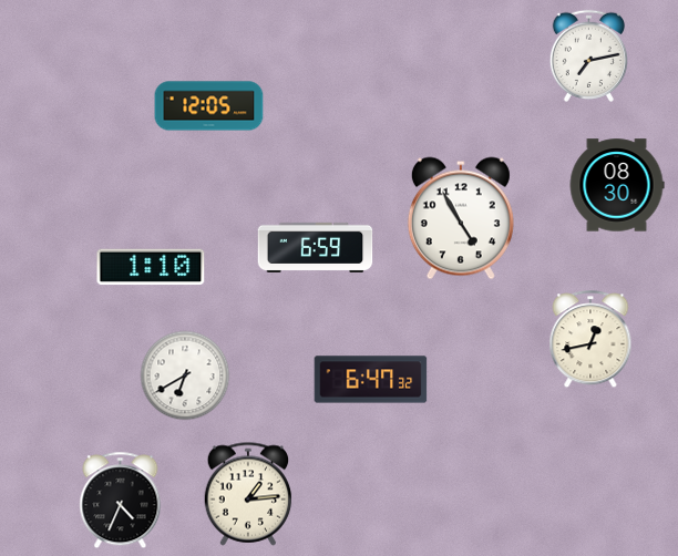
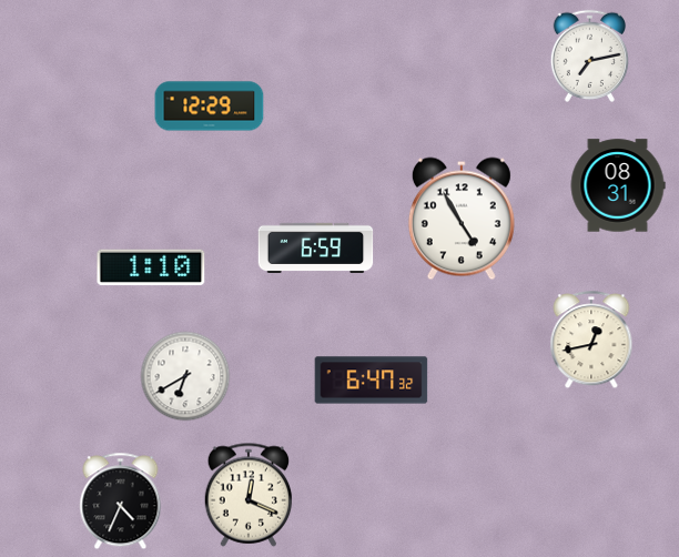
clock at (209, 106): 12:05 -> 12:29
clock at (617, 185): 08:30 -> 08:31
clock at (248, 494): 1:14 -> 12:19
